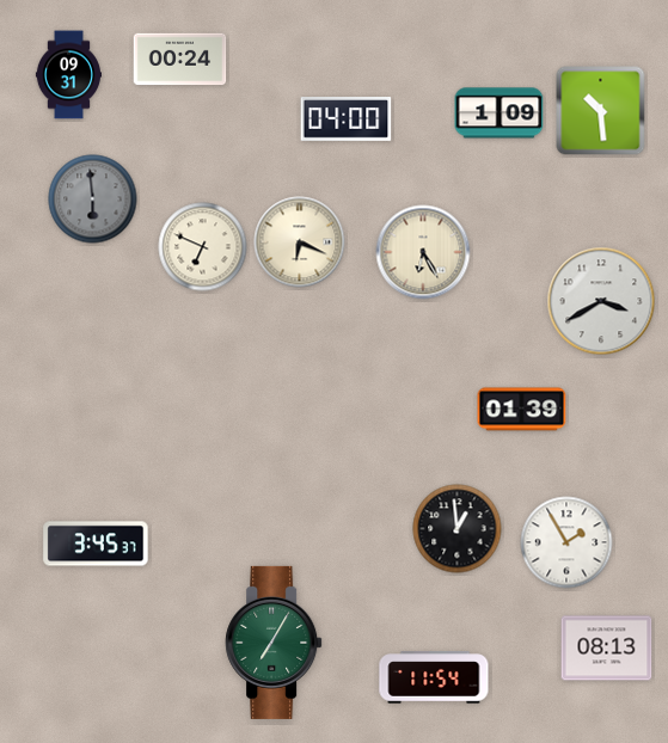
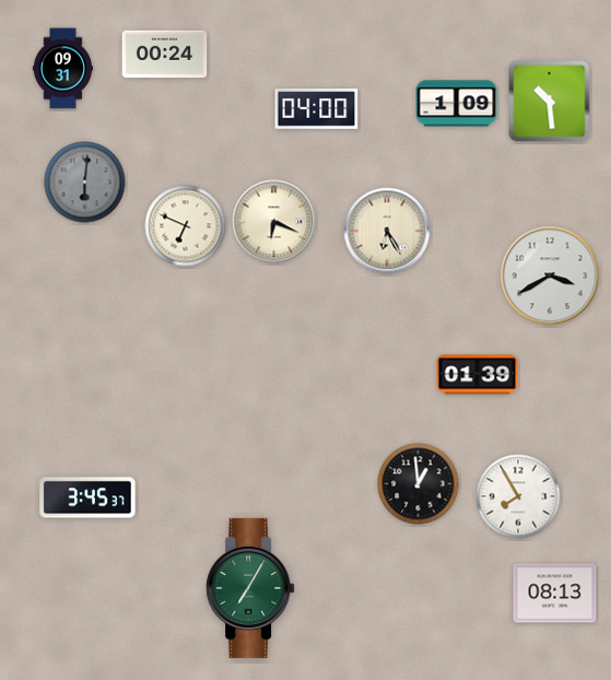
clock at (93, 199): 5:59 -> 6:01
clock at (566, 542): 1:55 -> 7:55
clock at (434, 677): 11:54 -> none
